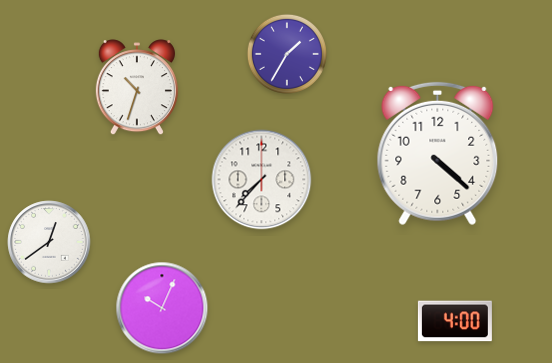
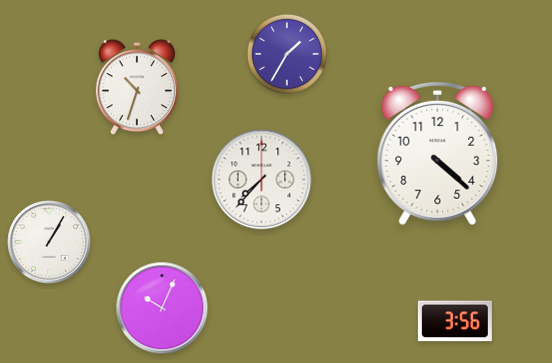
clock at (49, 242): 12:39 -> 1:05
clock at (455, 321): 4:00 -> 3:56
